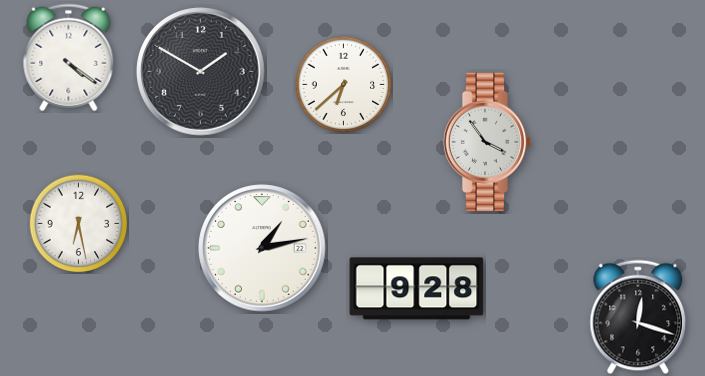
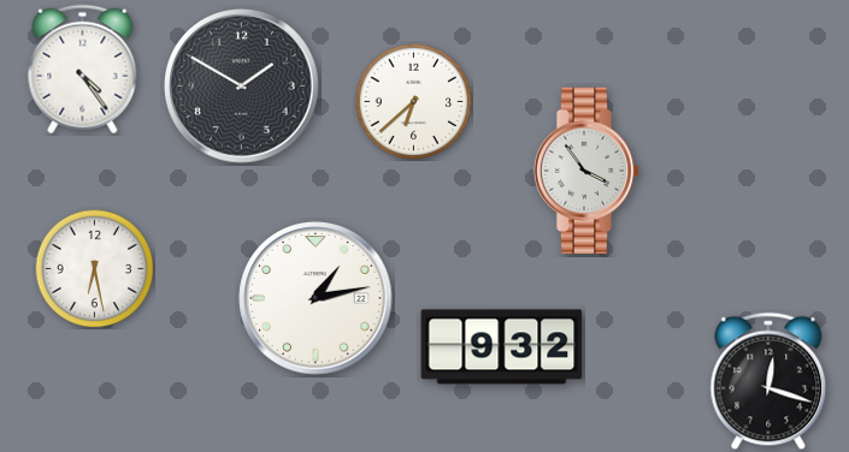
clock at (69, 58): 4:21 -> 4:24
clock at (417, 289): 9:28 -> 9:32
